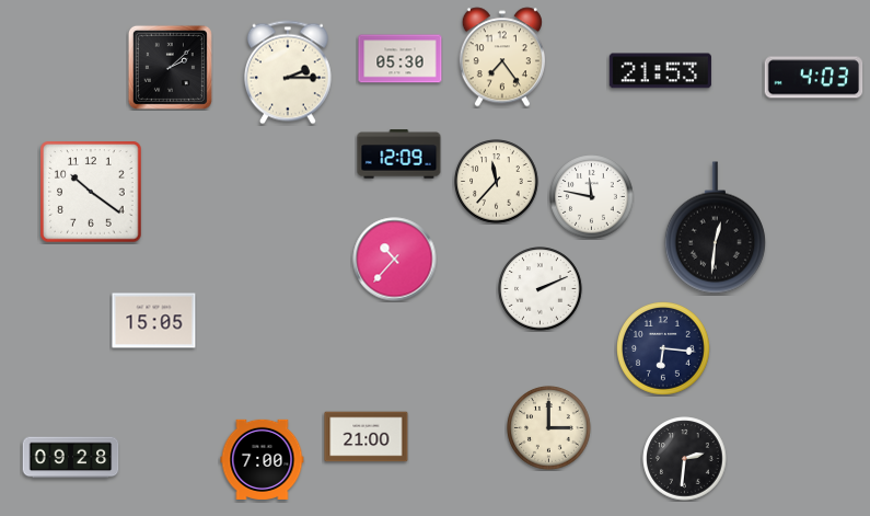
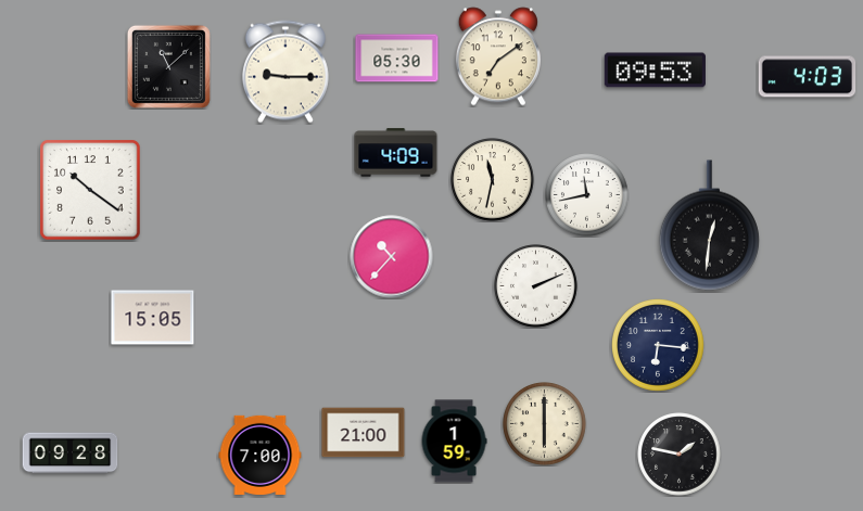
clock at (502, 57): 7:24 -> 7:09
clock at (170, 67): 2:08 -> 11:08
clock at (660, 71): 21:53 -> 09:53
clock at (288, 72): 2:15 -> 9:15
clock at (399, 154): 12:09 -> 4:09
clock at (497, 182): 11:37 -> 11:32
clock at (592, 197): 11:47 -> 11:43
clock at (549, 428): 3:00 -> 6:00
clock at (454, 442): none -> 1:59
clock at (685, 459): 2:31 -> 1:47
